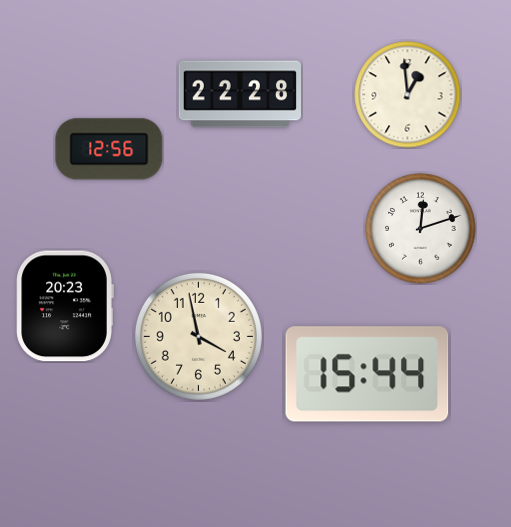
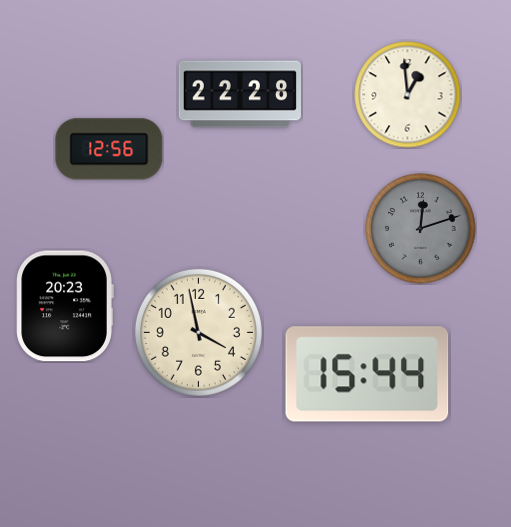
clock at (421, 229) dial: white -> grey
clock at (198, 336) position: (198, 336) -> (198, 332)
